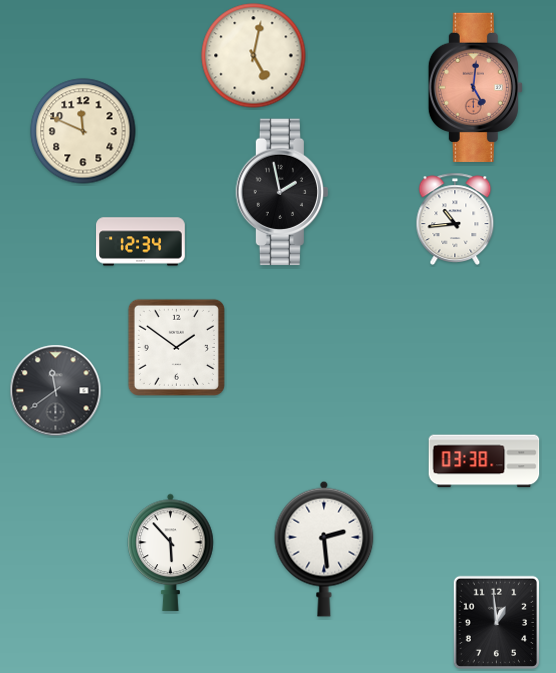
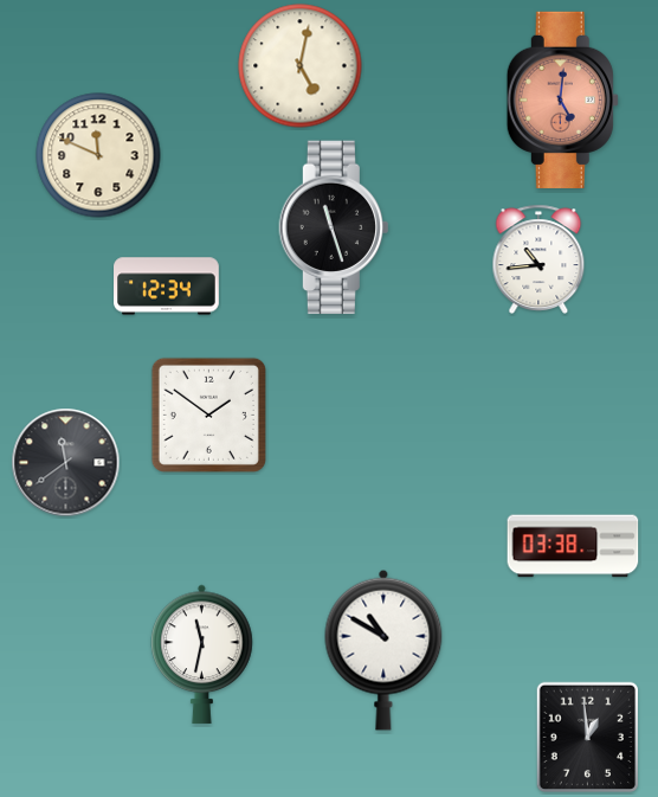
clock at (475, 87) position: (475, 87) -> (562, 99)
clock at (281, 192): 1:58 -> 11:27
clock at (176, 347) position: (176, 347) -> (208, 414)
clock at (324, 549): 2:29 -> 10:50
clock at (171, 552): 5:53 -> 11:32
